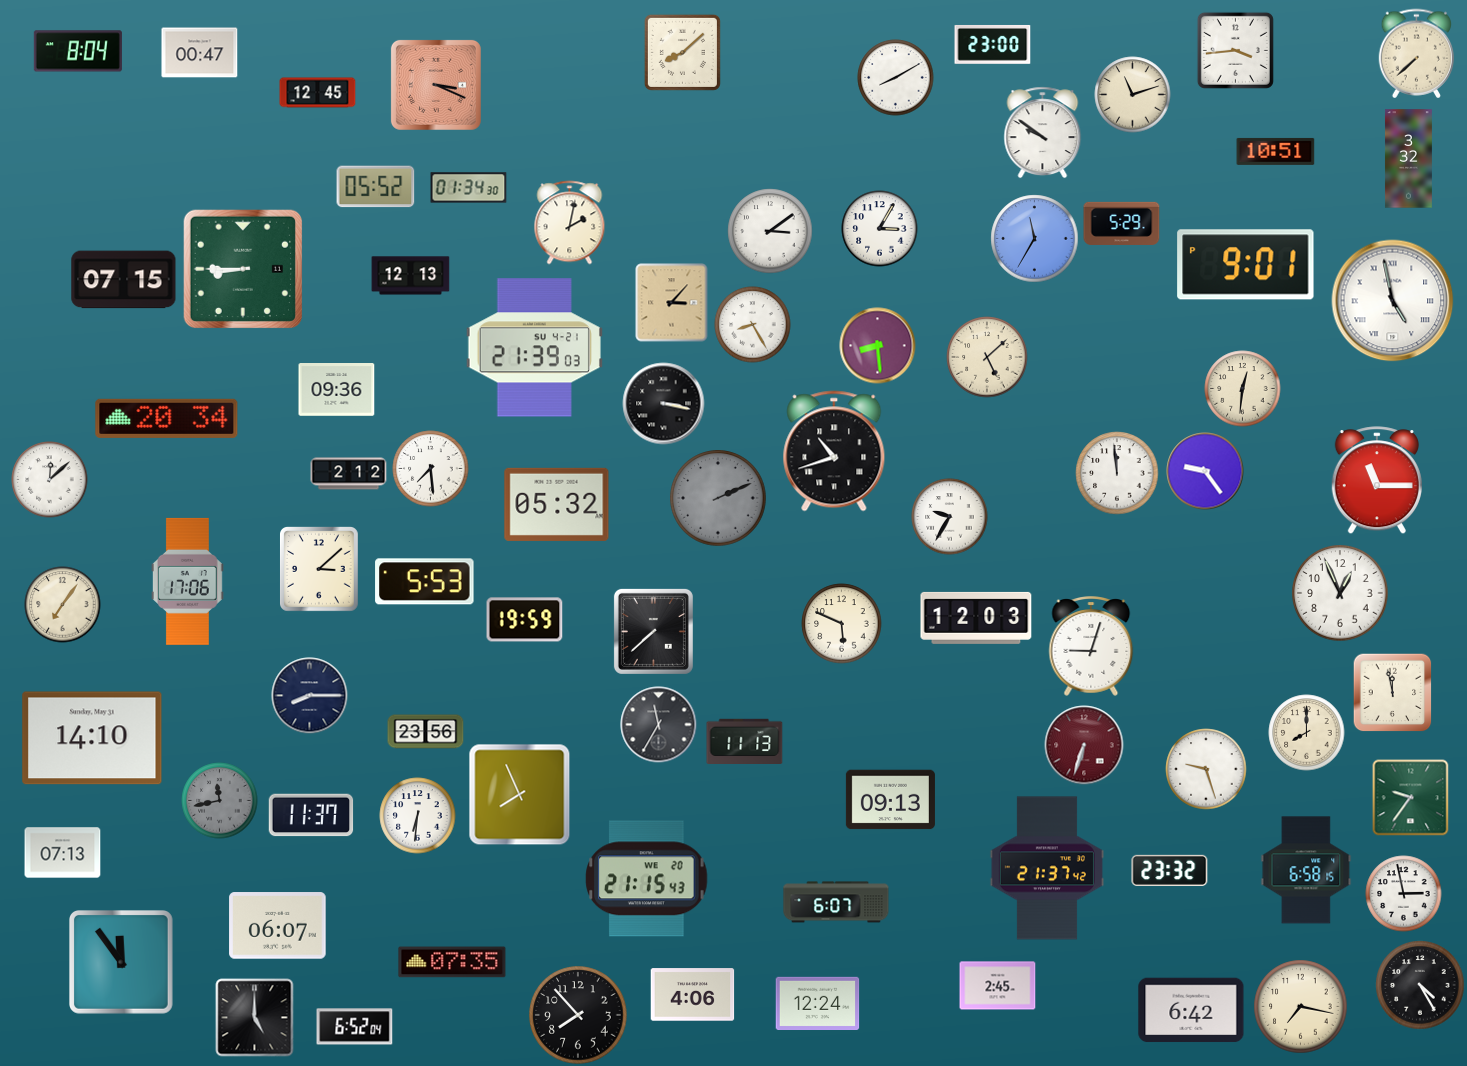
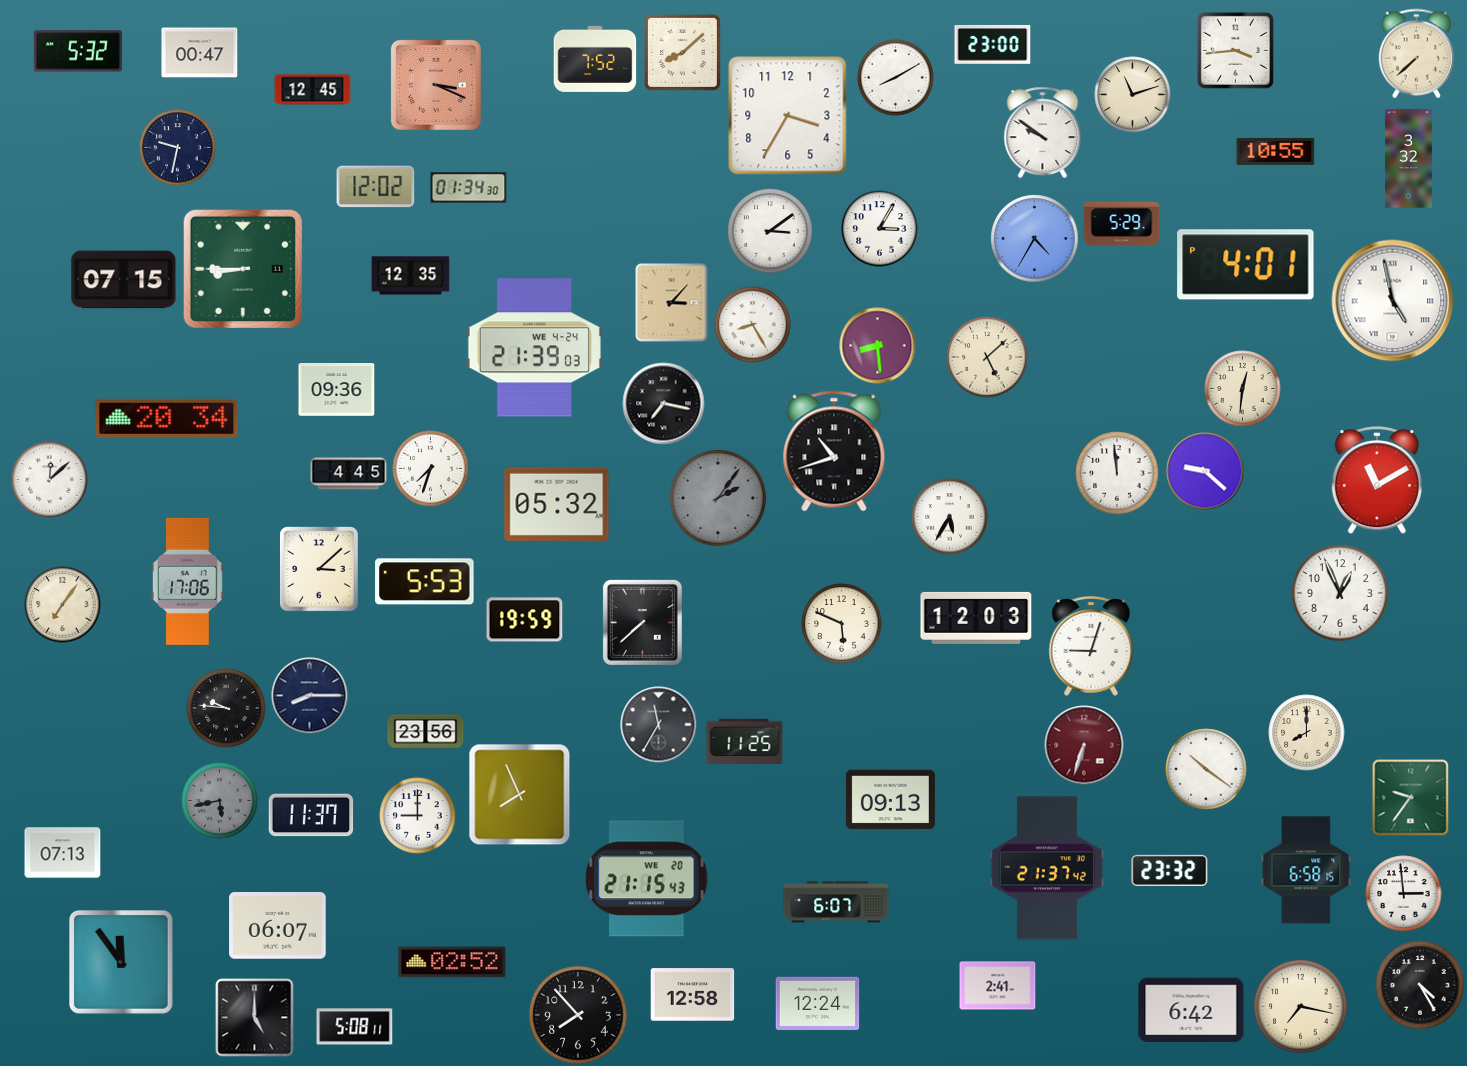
clock at (78, 51): 8:04 -> 5:32
clock at (595, 59): none -> 7:52
clock at (318, 93) position: (318, 93) -> (313, 90)
clock at (788, 116): none -> 3:35
clock at (178, 148): none -> 9:32
clock at (1276, 151): 10:51 -> 10:55
clock at (376, 187): 05:52 -> 12:02
clock at (570, 223): 2:02 -> none
clock at (1035, 239): 11:35 -> 4:35
clock at (1246, 265): 9:01 -> 4:01
clock at (411, 276): 12:13 -> 12:35
clock at (534, 348) date: SU 4-21 -> WE 4-24
clock at (664, 404): 3:17 -> 7:17
clock at (431, 469): 7:29 -> 7:33
clock at (1205, 471): 9:24 -> 9:22
clock at (349, 474): 2:12 -> 4:45
clock at (1377, 481): 11:15 -> 11:10
clock at (718, 498): 2:11 -> 2:06
clock at (950, 517): 9:35 -> 5:35
clock at (653, 631) position: (653, 631) -> (642, 622)
clock at (1392, 692): 11:58 -> none
clock at (226, 708): none -> 9:46
clock at (92, 738): 14:10 -> none
clock at (745, 741): 11:13 -> 11:25
clock at (1206, 769): 9:27 -> 10:21
clock at (220, 801): 11:43 -> 5:43
clock at (418, 816): 6:31 -> 9:00
clock at (1404, 894): 2:58 -> 2:59
clock at (452, 962): 07:35 -> 02:52
clock at (998, 986): 2:45 -> 2:41
clock at (693, 995): 4:06 -> 12:58
clock at (355, 1027): 6:52 -> 5:08
